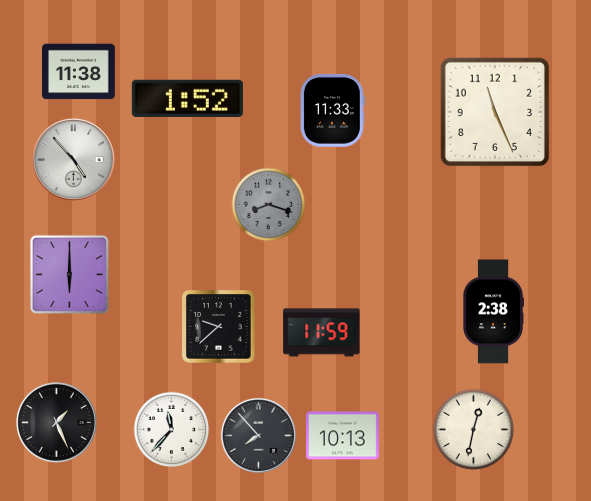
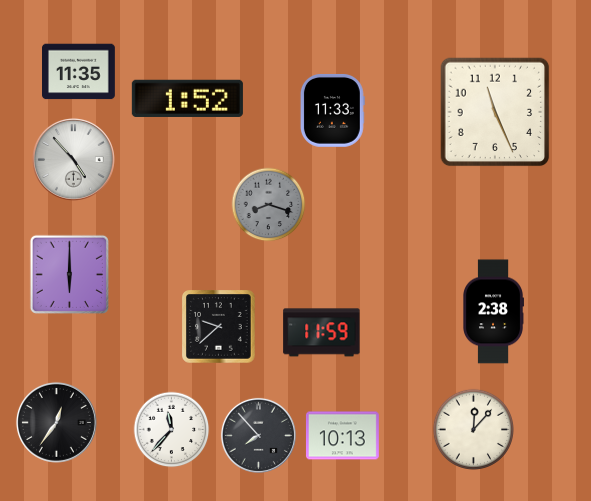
clock at (79, 72): 11:38 -> 11:35
clock at (56, 422): 1:26 -> 12:36
clock at (473, 429): 12:32 -> 12:07
